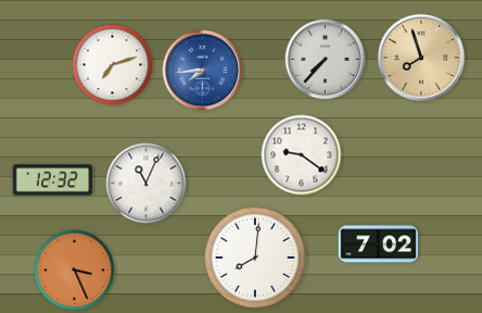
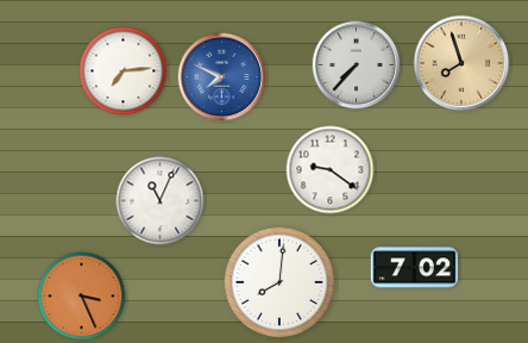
clock at (113, 65): 7:12 -> 7:14
clock at (203, 71): 7:44 -> 7:49
clock at (53, 180): 12:32 -> none
